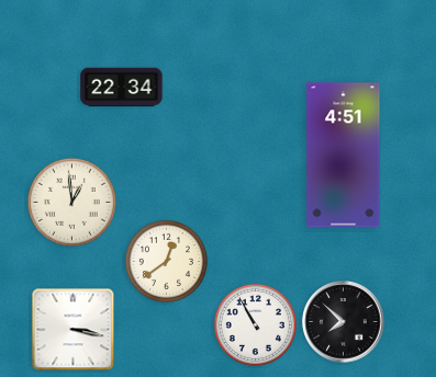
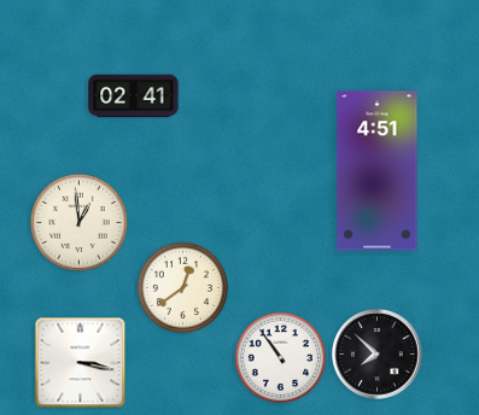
clock at (122, 88): 22:34 -> 02:41
clock at (255, 324): 10:55 -> 10:54
